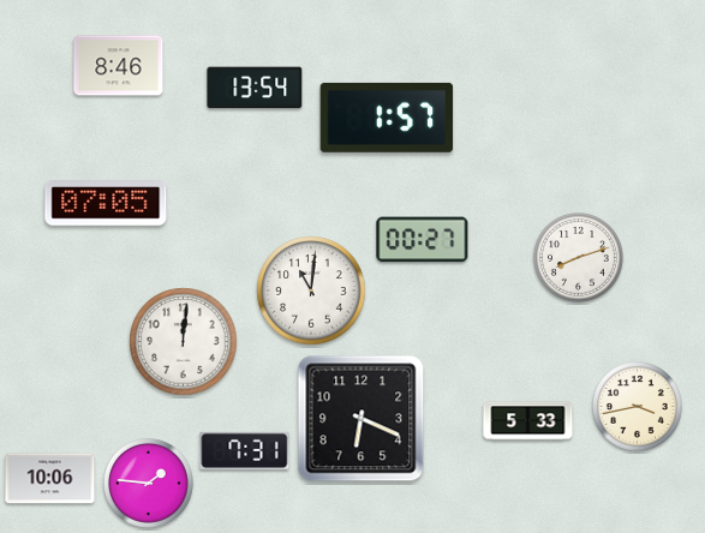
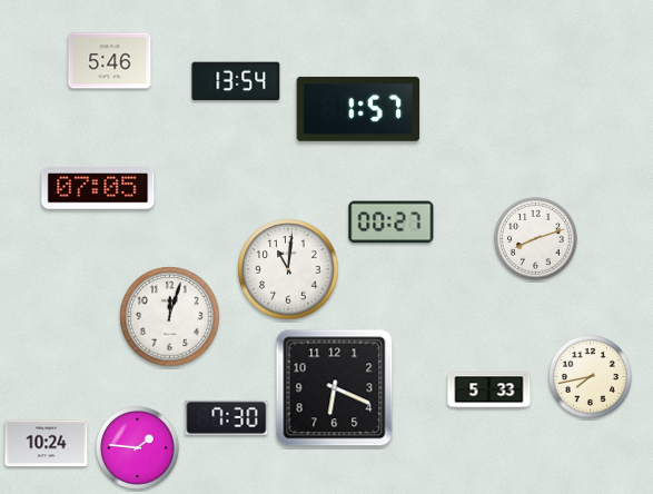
clock at (119, 66): 8:46 -> 5:46
clock at (184, 342): 12:01 -> 12:03
clock at (638, 407): 3:43 -> 7:43
clock at (245, 450): 7:31 -> 7:30
clock at (50, 479): 10:06 -> 10:24
